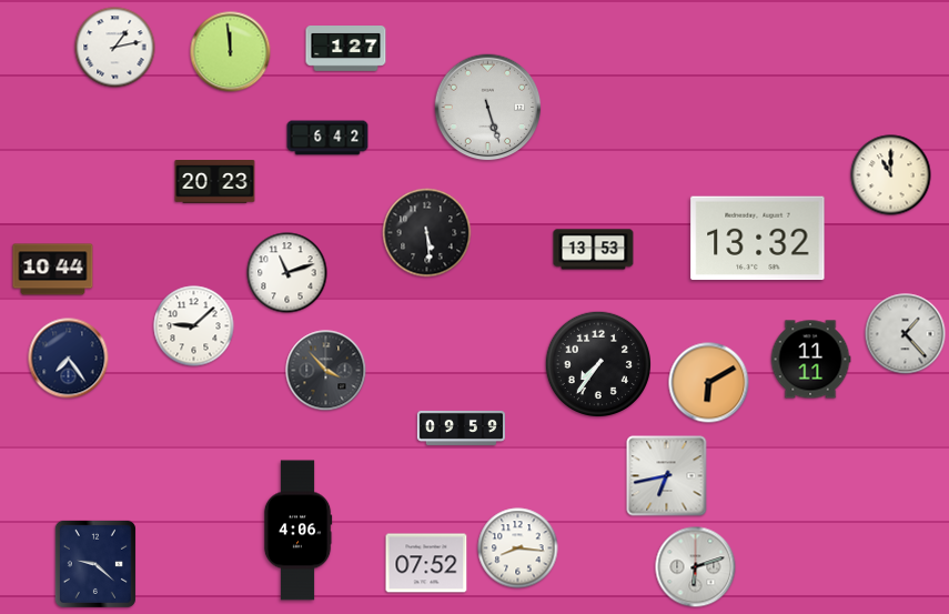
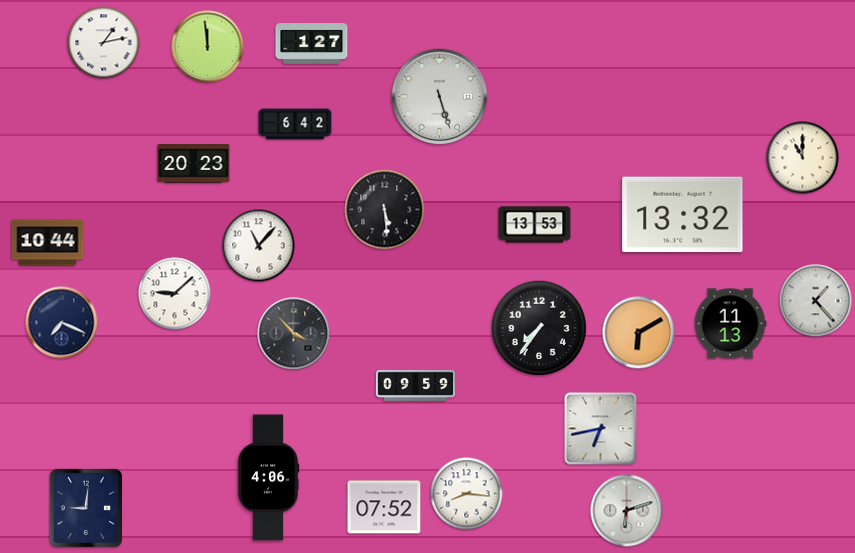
clock at (287, 273): 11:12 -> 11:07
clock at (69, 359): 7:24 -> 7:19
clock at (810, 360): 11:11 -> 11:13
clock at (709, 383) position: (709, 383) -> (639, 333)
clock at (95, 564): 9:22 -> 9:01
